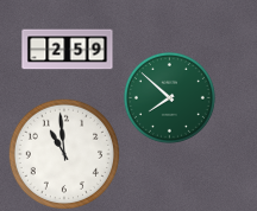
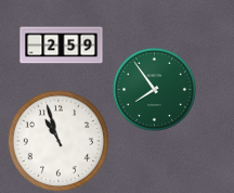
clock at (169, 97): 7:52 -> 7:54
clock at (63, 153): 10:59 -> 10:57
